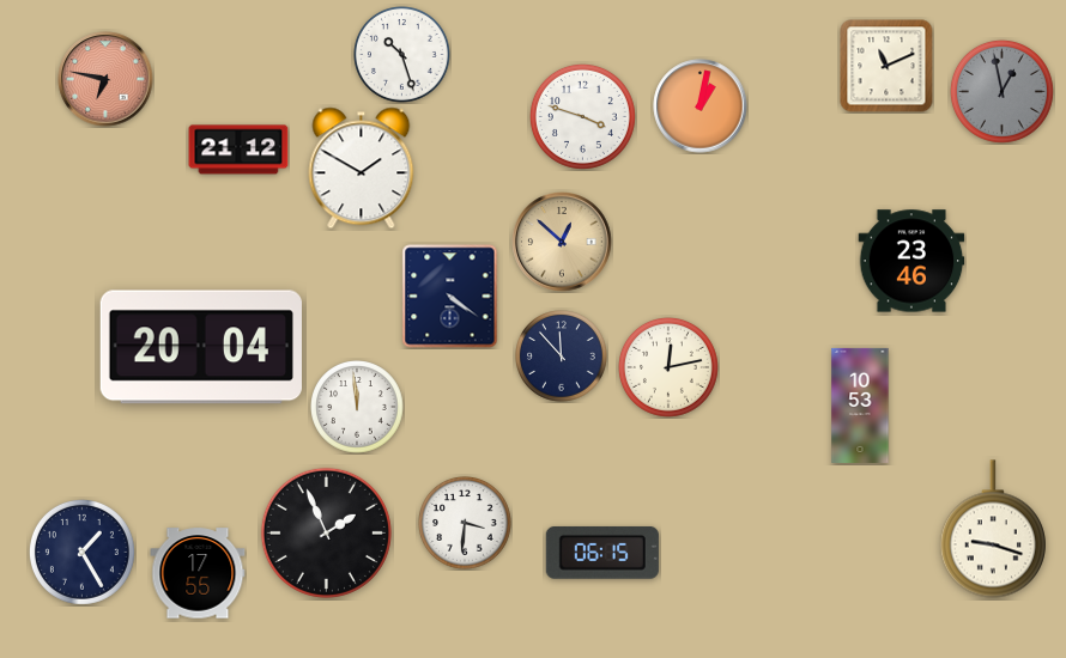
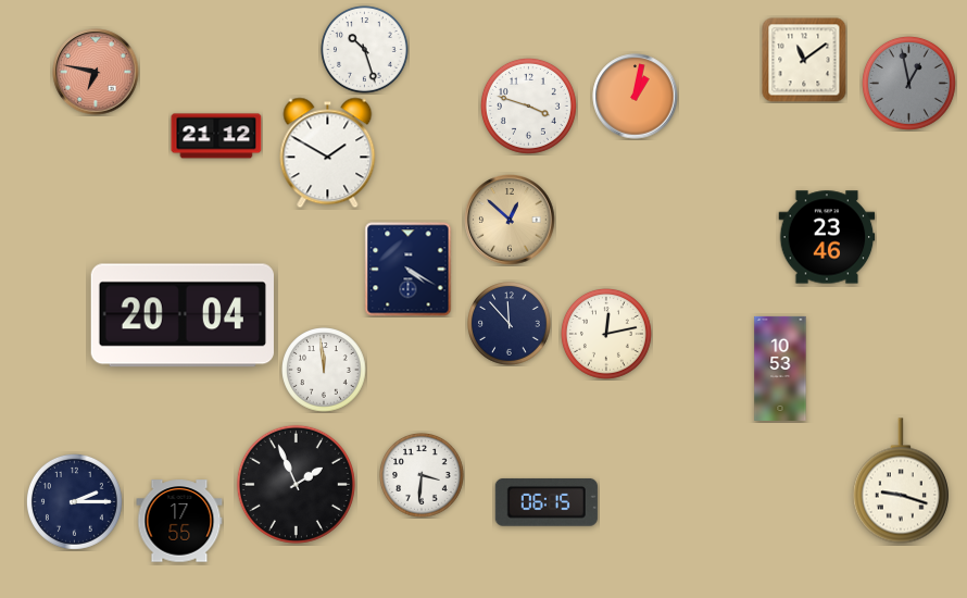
clock at (886, 66): 11:11 -> 11:09
clock at (450, 297): 4:21 -> 4:20
clock at (81, 552): 1:25 -> 2:15
